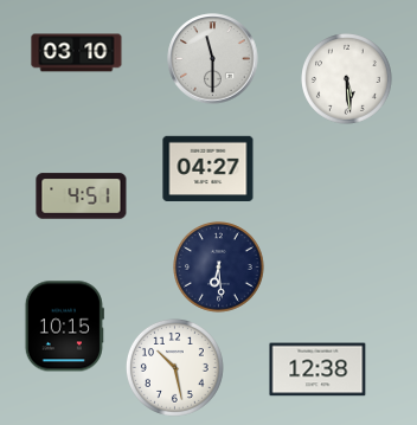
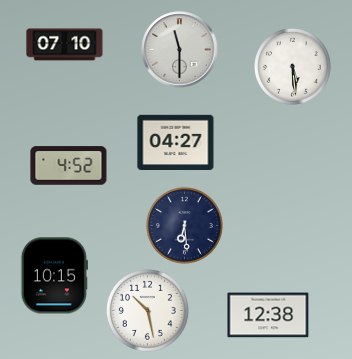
clock at (77, 53): 03:10 -> 07:10
clock at (82, 197): 4:51 -> 4:52
clock at (317, 369) position: (317, 369) -> (268, 315)
